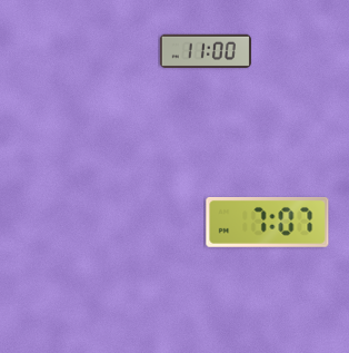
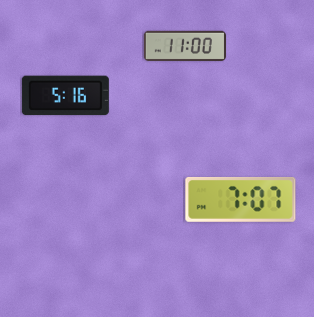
clock at (65, 96): none -> 5:16
